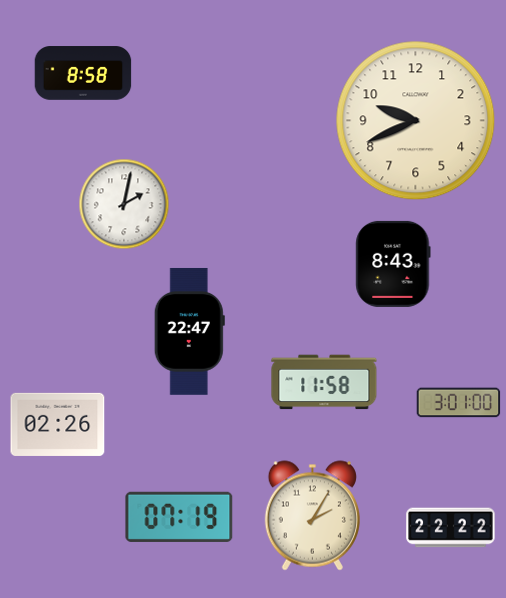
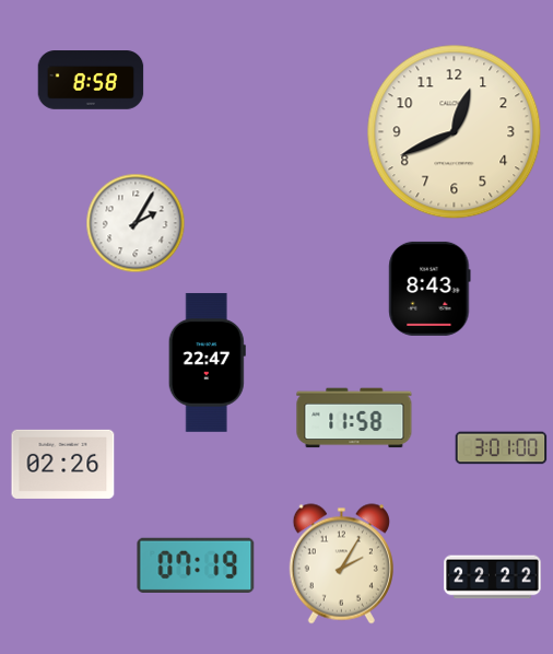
clock at (416, 121): 9:41 -> 12:41
clock at (124, 204): 2:02 -> 2:05
clock at (459, 403) position: (459, 403) -> (502, 448)
